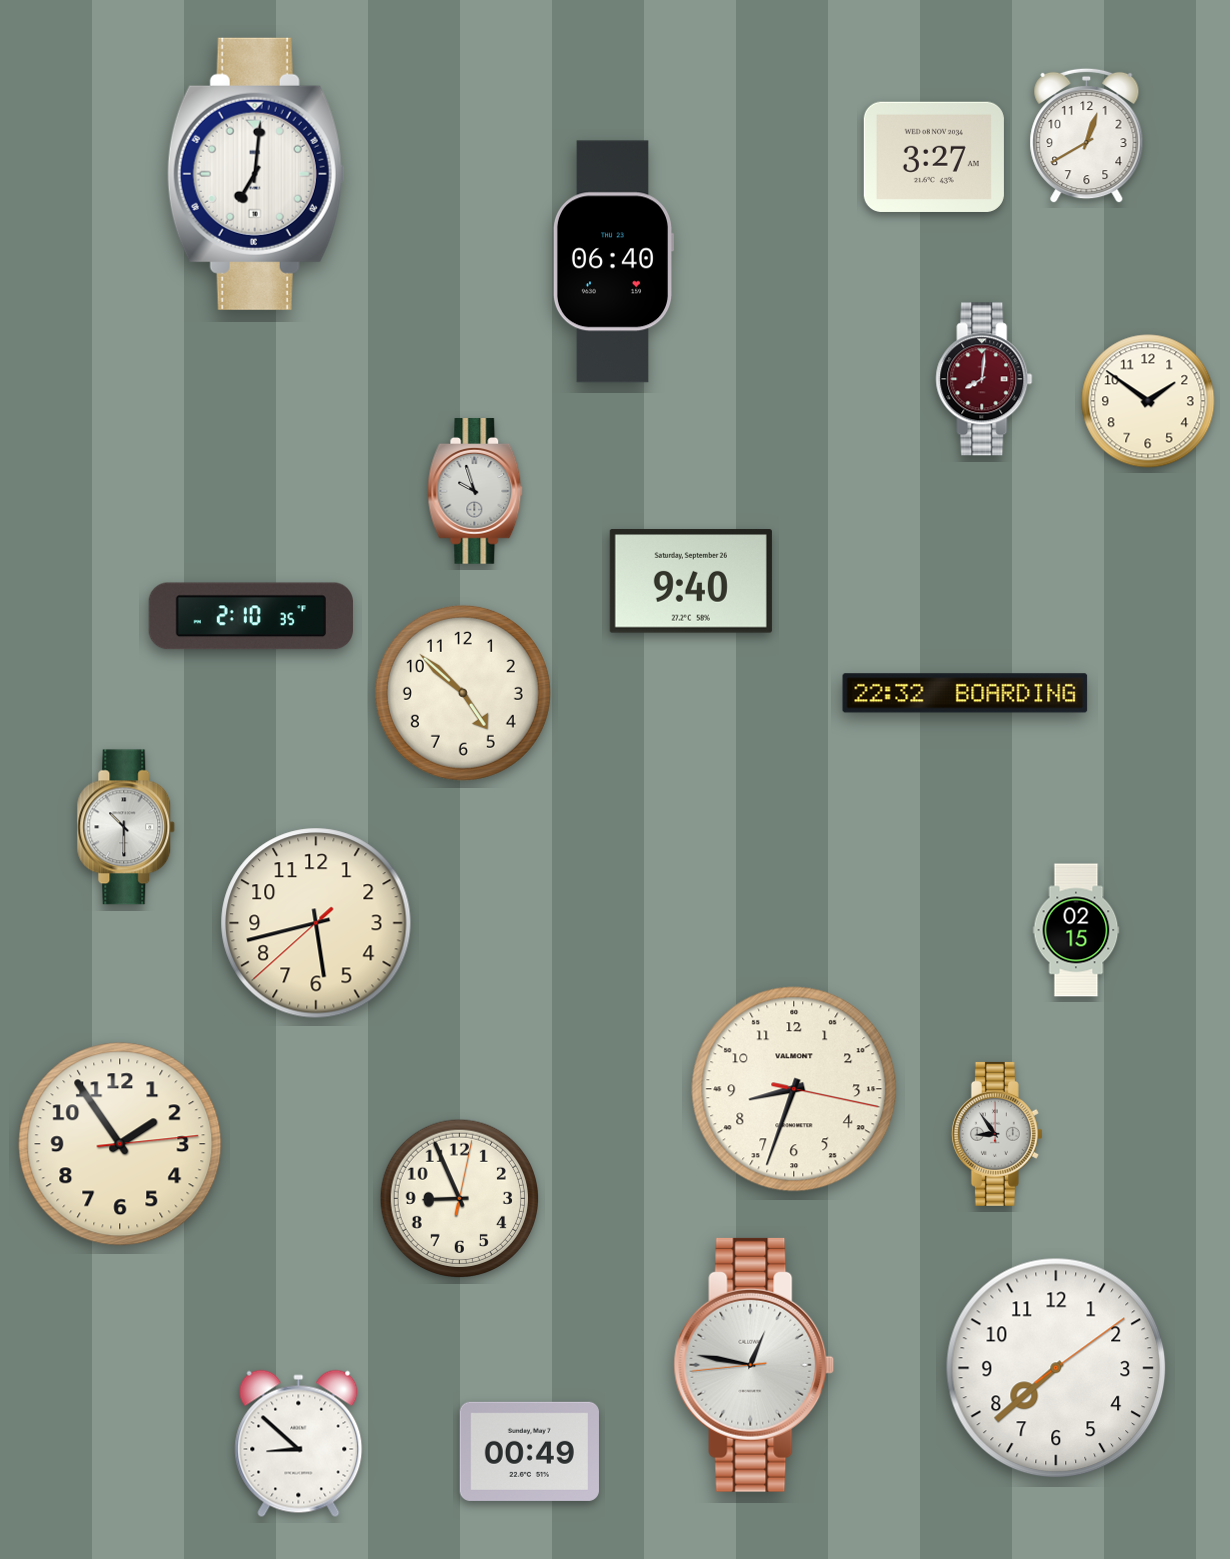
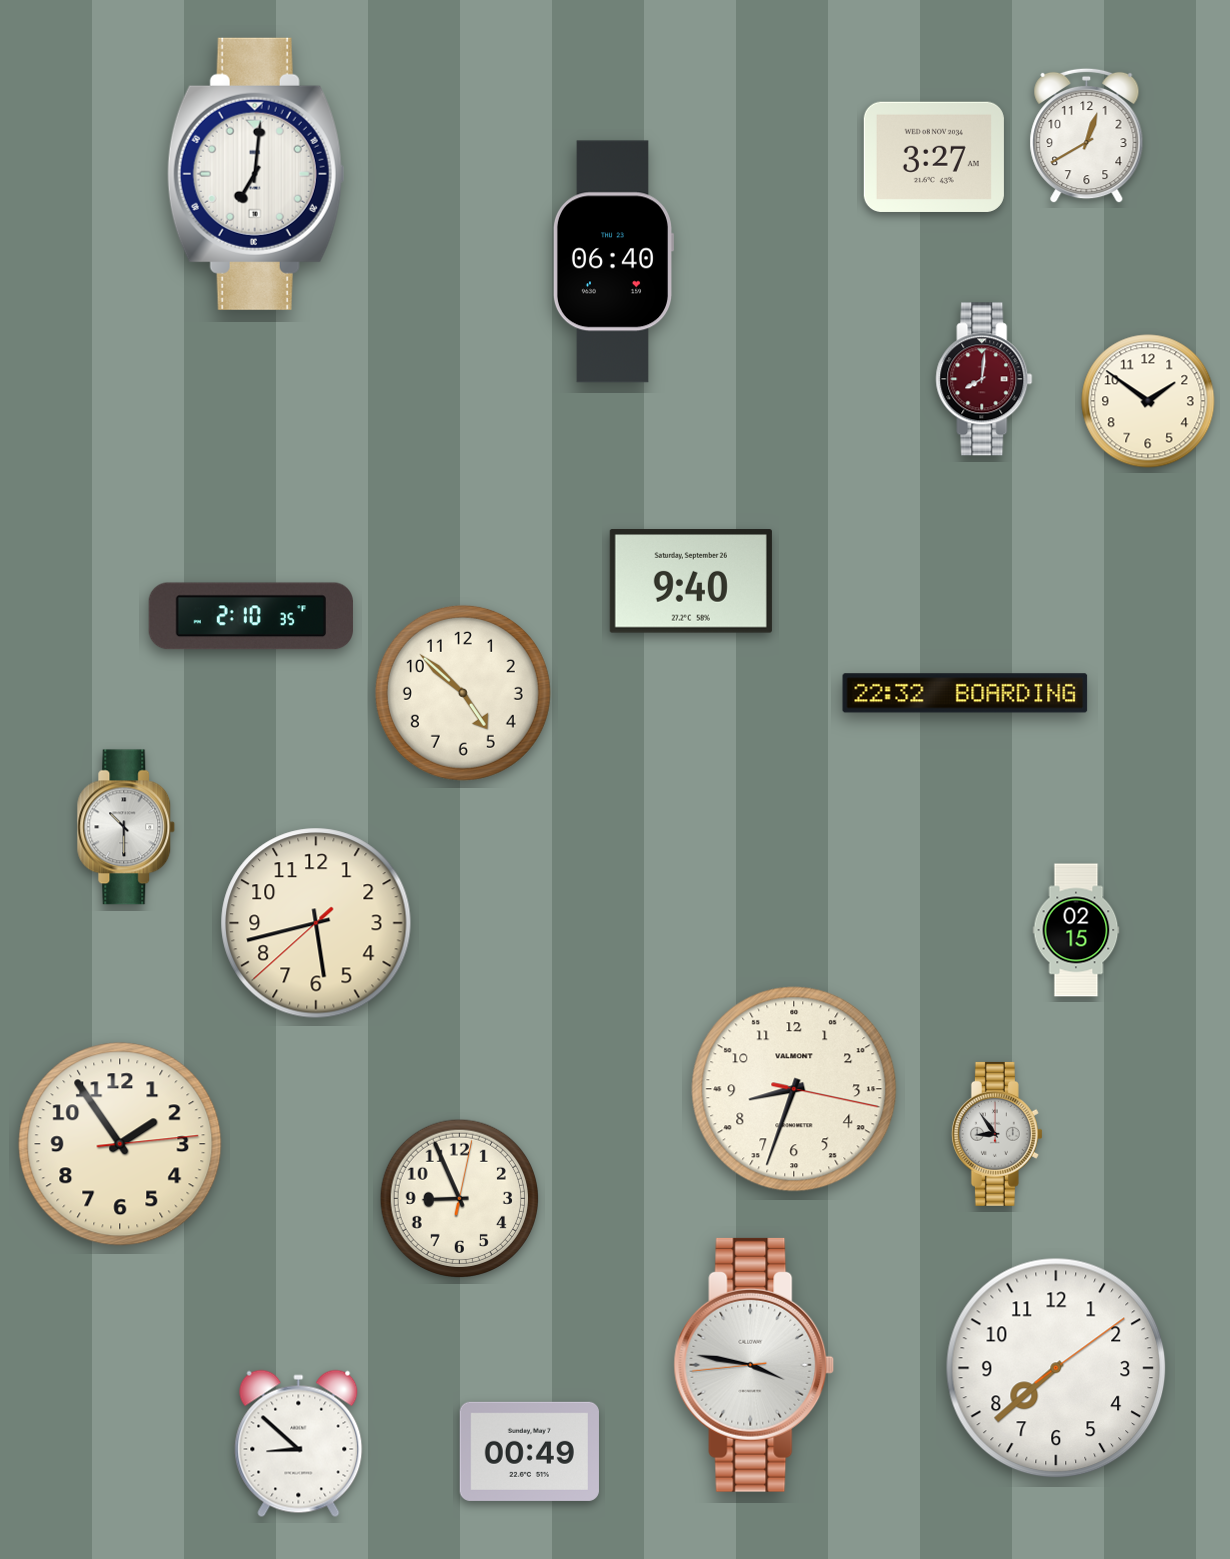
clock at (475, 491): 9:57 -> none
clock at (754, 1365): 12:46 -> 3:46
